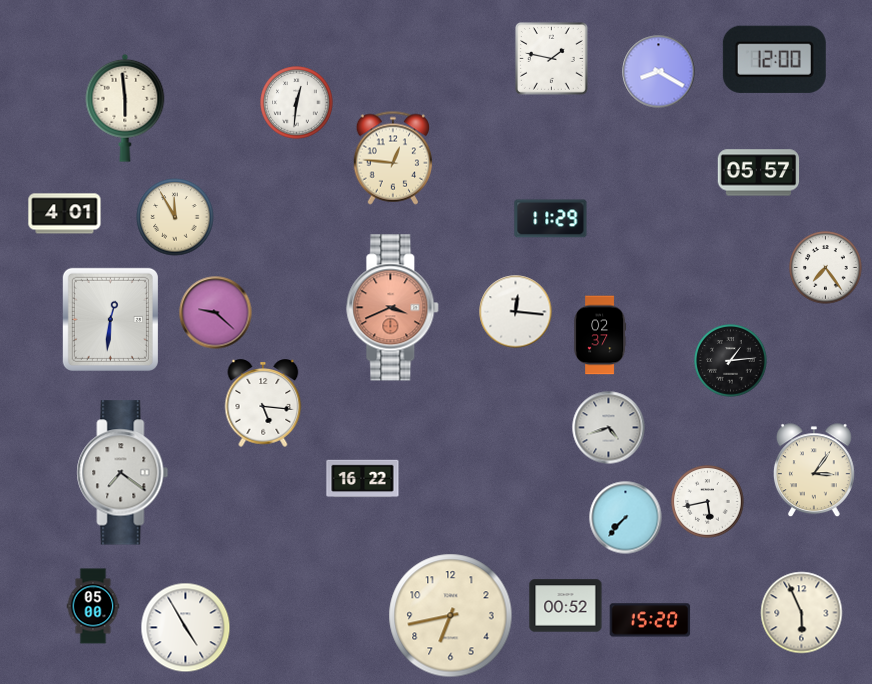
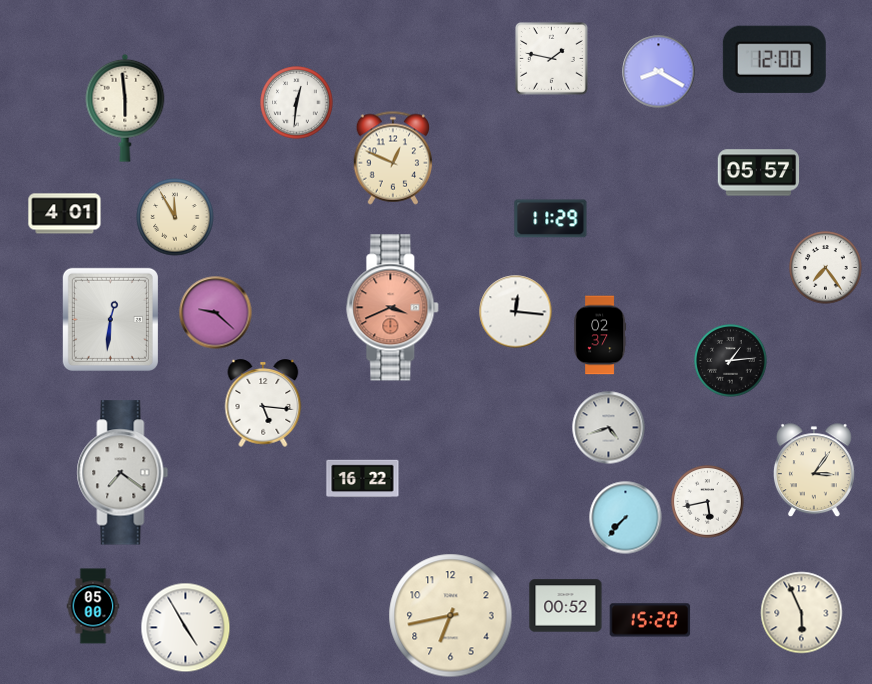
clock at (393, 158): 12:46 -> 12:49
